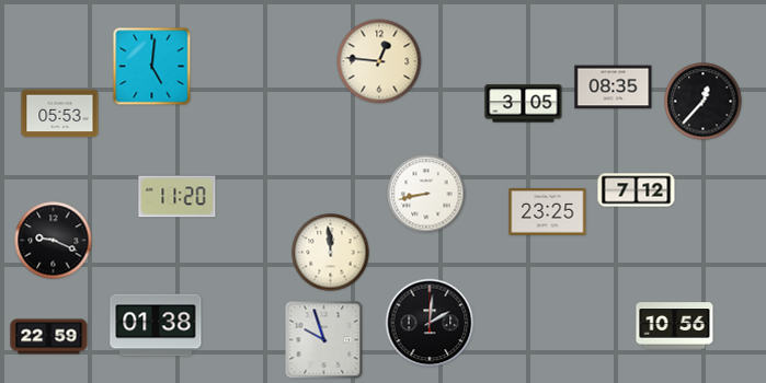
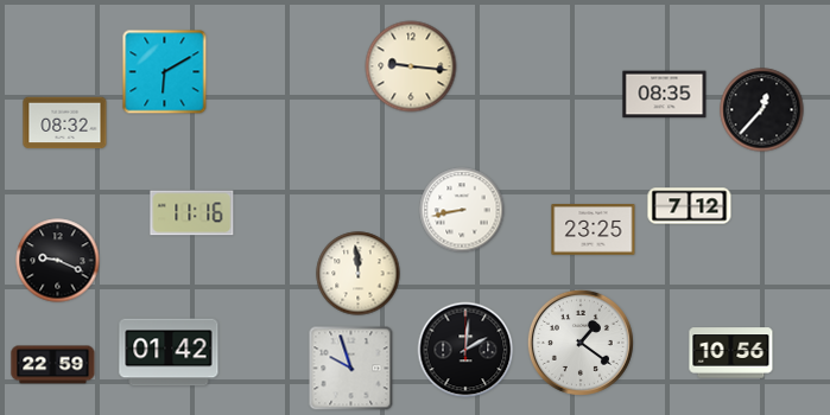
clock at (379, 61): 12:46 -> 9:16
clock at (152, 67): 5:01 -> 6:10
clock at (524, 104): 3:05 -> none
clock at (60, 114): 05:53 -> 08:32
clock at (178, 197): 11:20 -> 11:16
clock at (581, 343): none -> 1:21
clock at (156, 325): 01:38 -> 01:42
